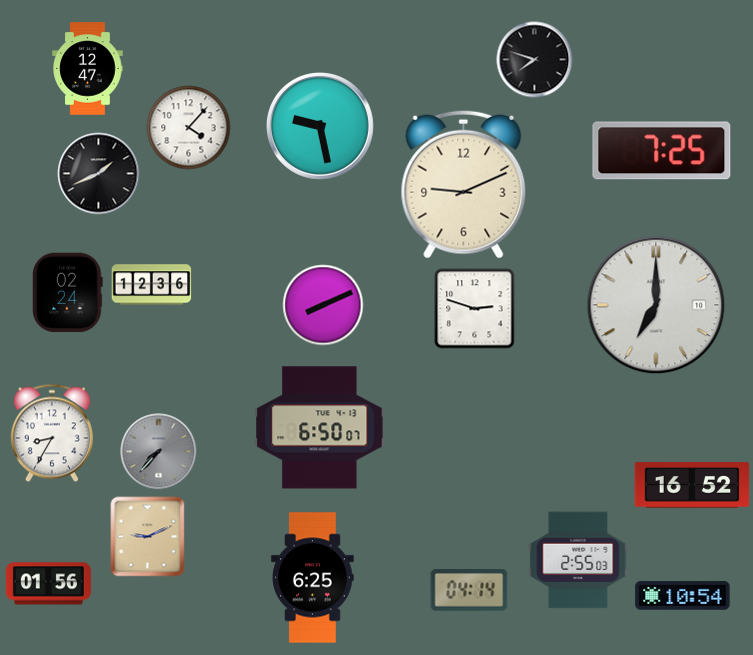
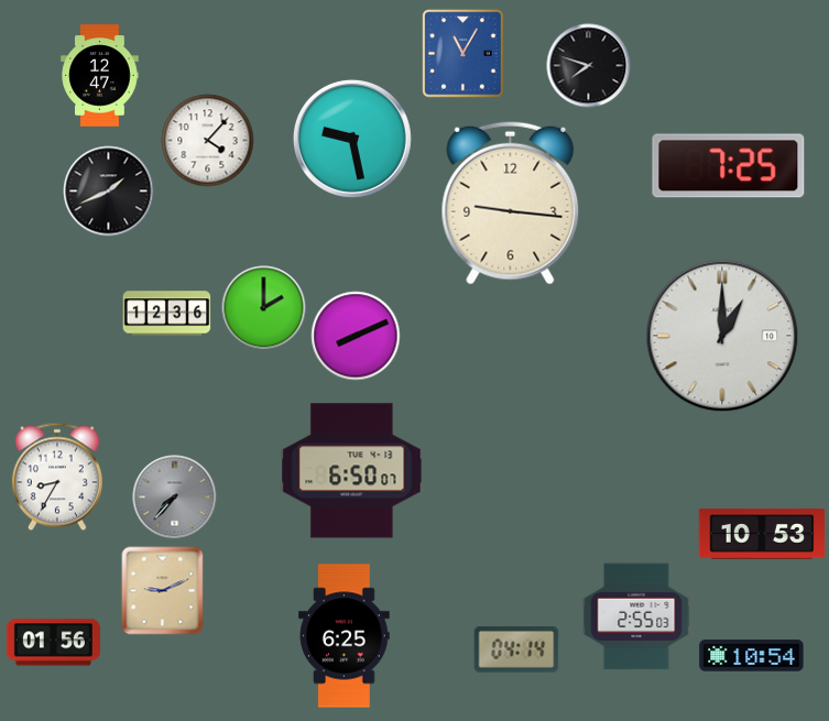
clock at (463, 54): none -> 11:05
clock at (88, 69) position: (88, 69) -> (100, 76)
clock at (464, 184): 9:11 -> 9:16
clock at (264, 308): none -> 2:00
clock at (68, 293): 02:24 -> none
clock at (656, 305): 7:00 -> 1:00
clock at (475, 309): 2:48 -> none
clock at (692, 485): 16:52 -> 10:53
